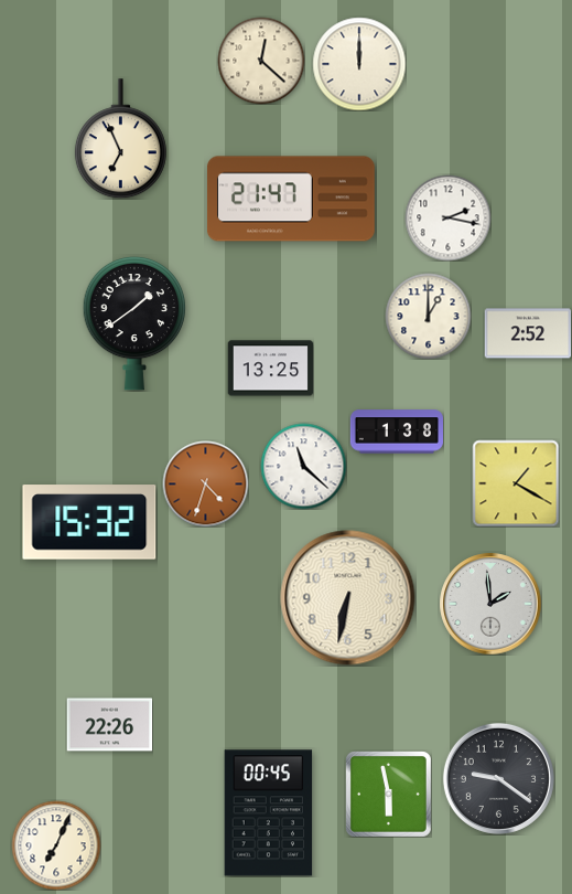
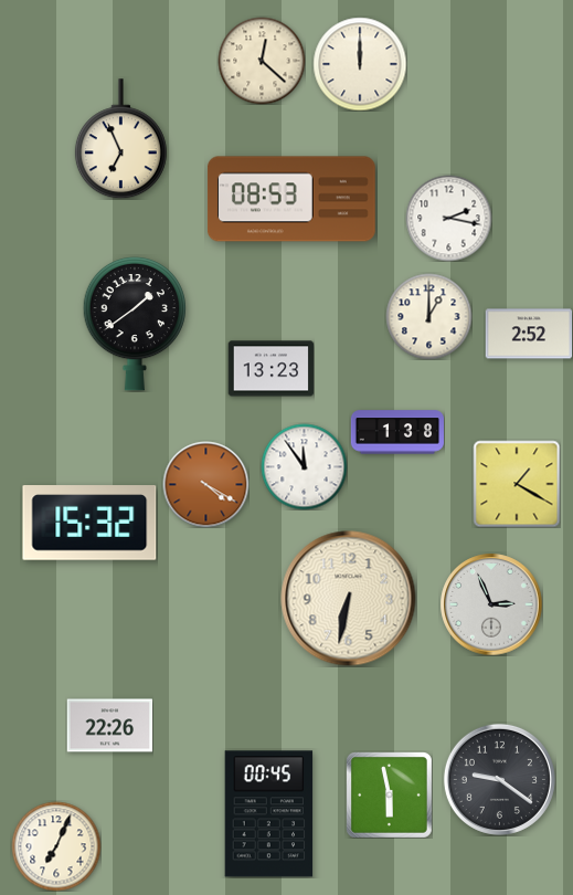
clock at (291, 199): 21:47 -> 08:53
clock at (270, 369): 13:25 -> 13:23
clock at (303, 466): 11:22 -> 11:54
clock at (205, 483): 4:33 -> 4:20
clock at (490, 604): 1:59 -> 2:56
